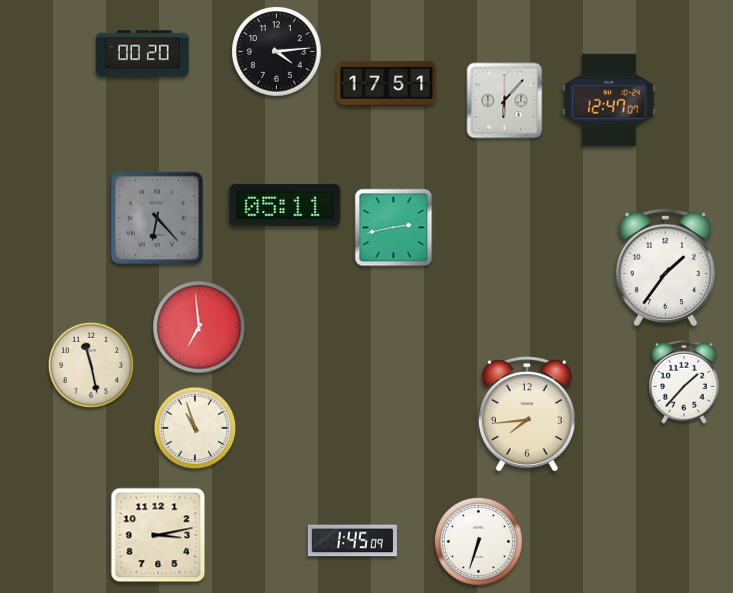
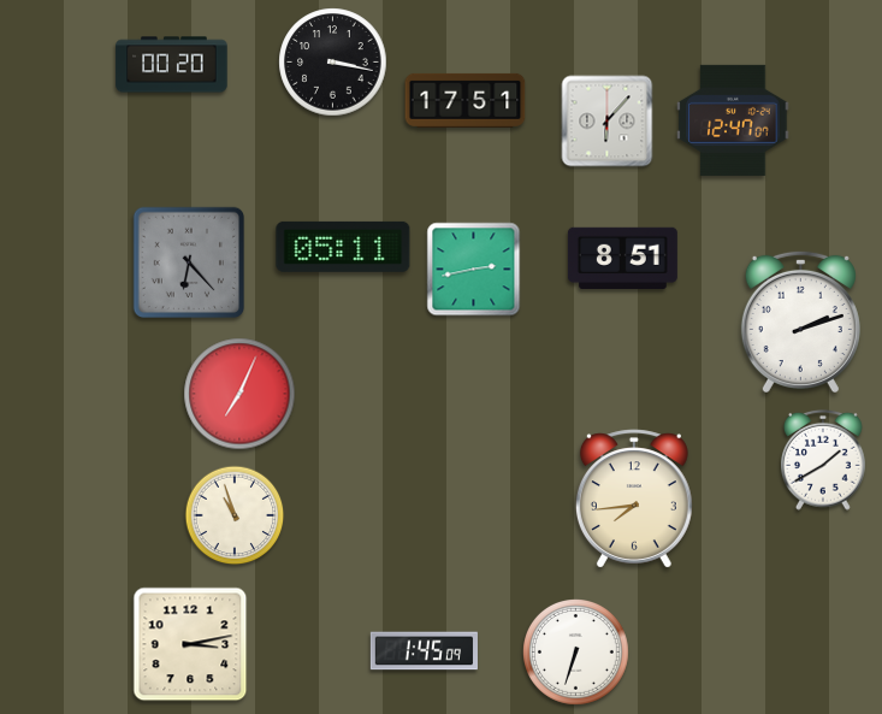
clock at (277, 52): 4:14 -> 3:17
clock at (622, 258): none -> 8:51
clock at (394, 228) position: (394, 228) -> (474, 270)
clock at (665, 266): 1:36 -> 2:12
clock at (199, 327): 6:59 -> 7:04
clock at (91, 365): 11:28 -> none
clock at (685, 382): 1:37 -> 1:40
